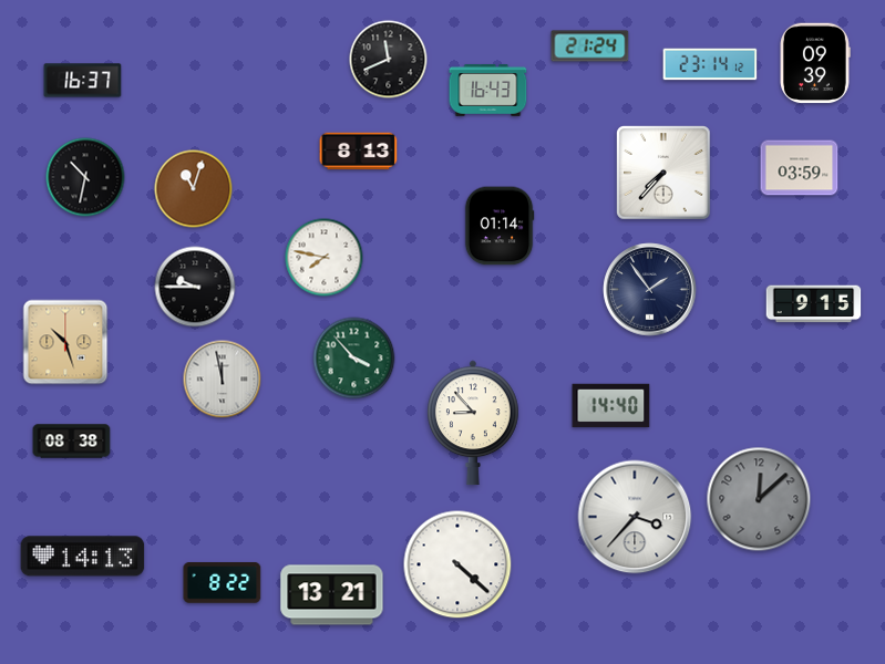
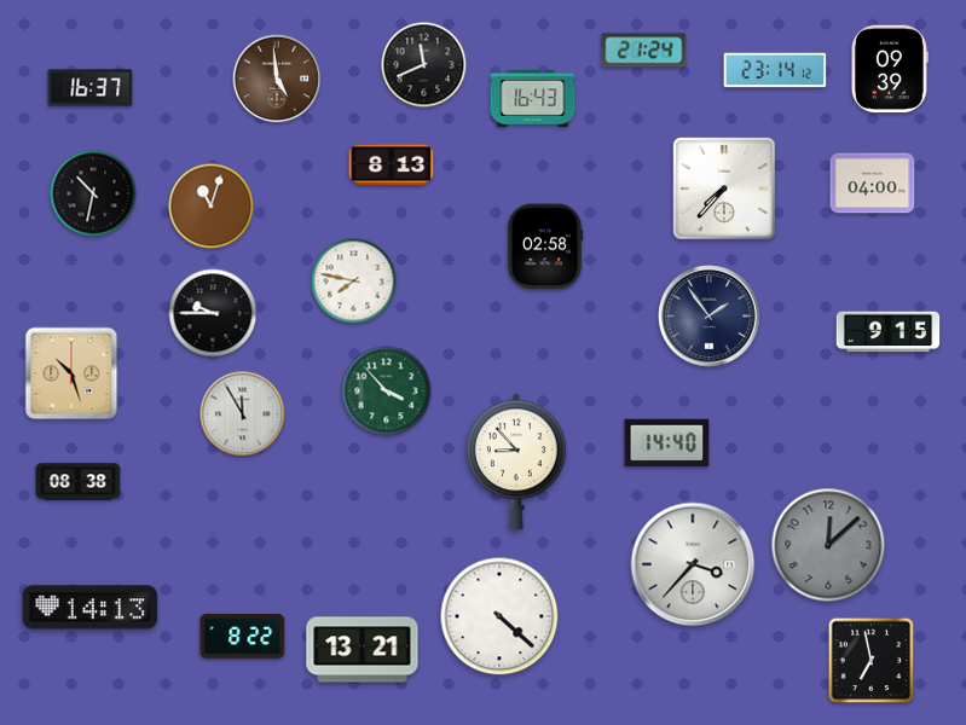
clock at (277, 79): none -> 4:59
clock at (800, 168): 03:59 -> 04:00
clock at (500, 226): 01:14 -> 02:58
clock at (223, 380): 11:58 -> 11:55
clock at (872, 661): none -> 6:58
